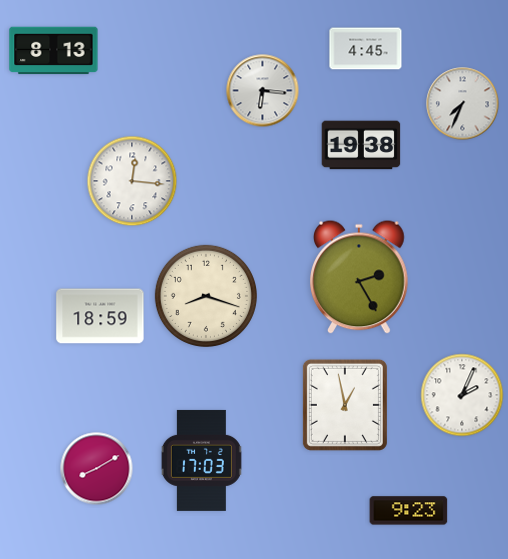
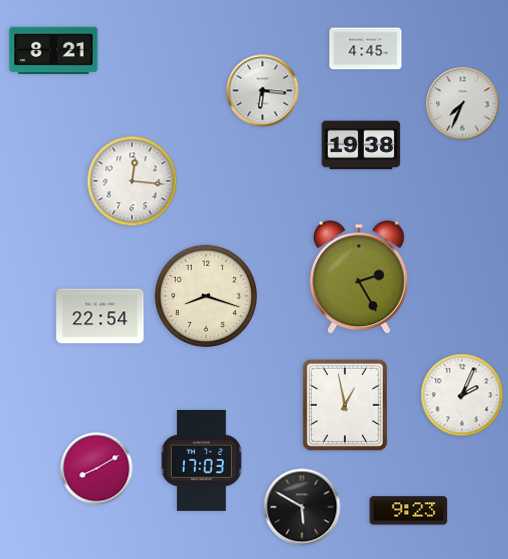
clock at (54, 51): 8:13 -> 8:21
clock at (100, 316): 18:59 -> 22:54
clock at (302, 507): none -> 5:50
